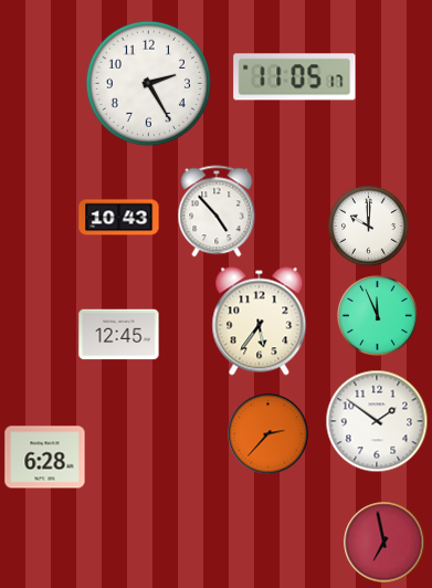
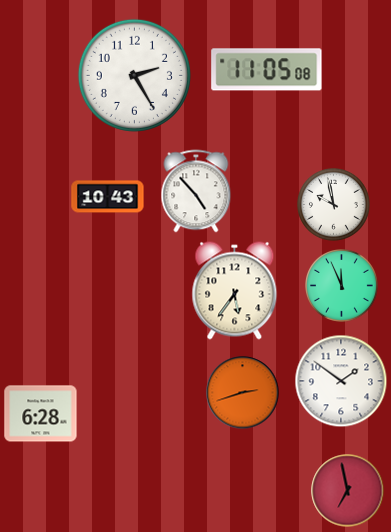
clock at (295, 77): 11:05:17 -> 11:05:08
clock at (369, 227): 10:00 -> 9:58
clock at (119, 335): 12:45 -> none
clock at (268, 434): 2:37 -> 2:42
